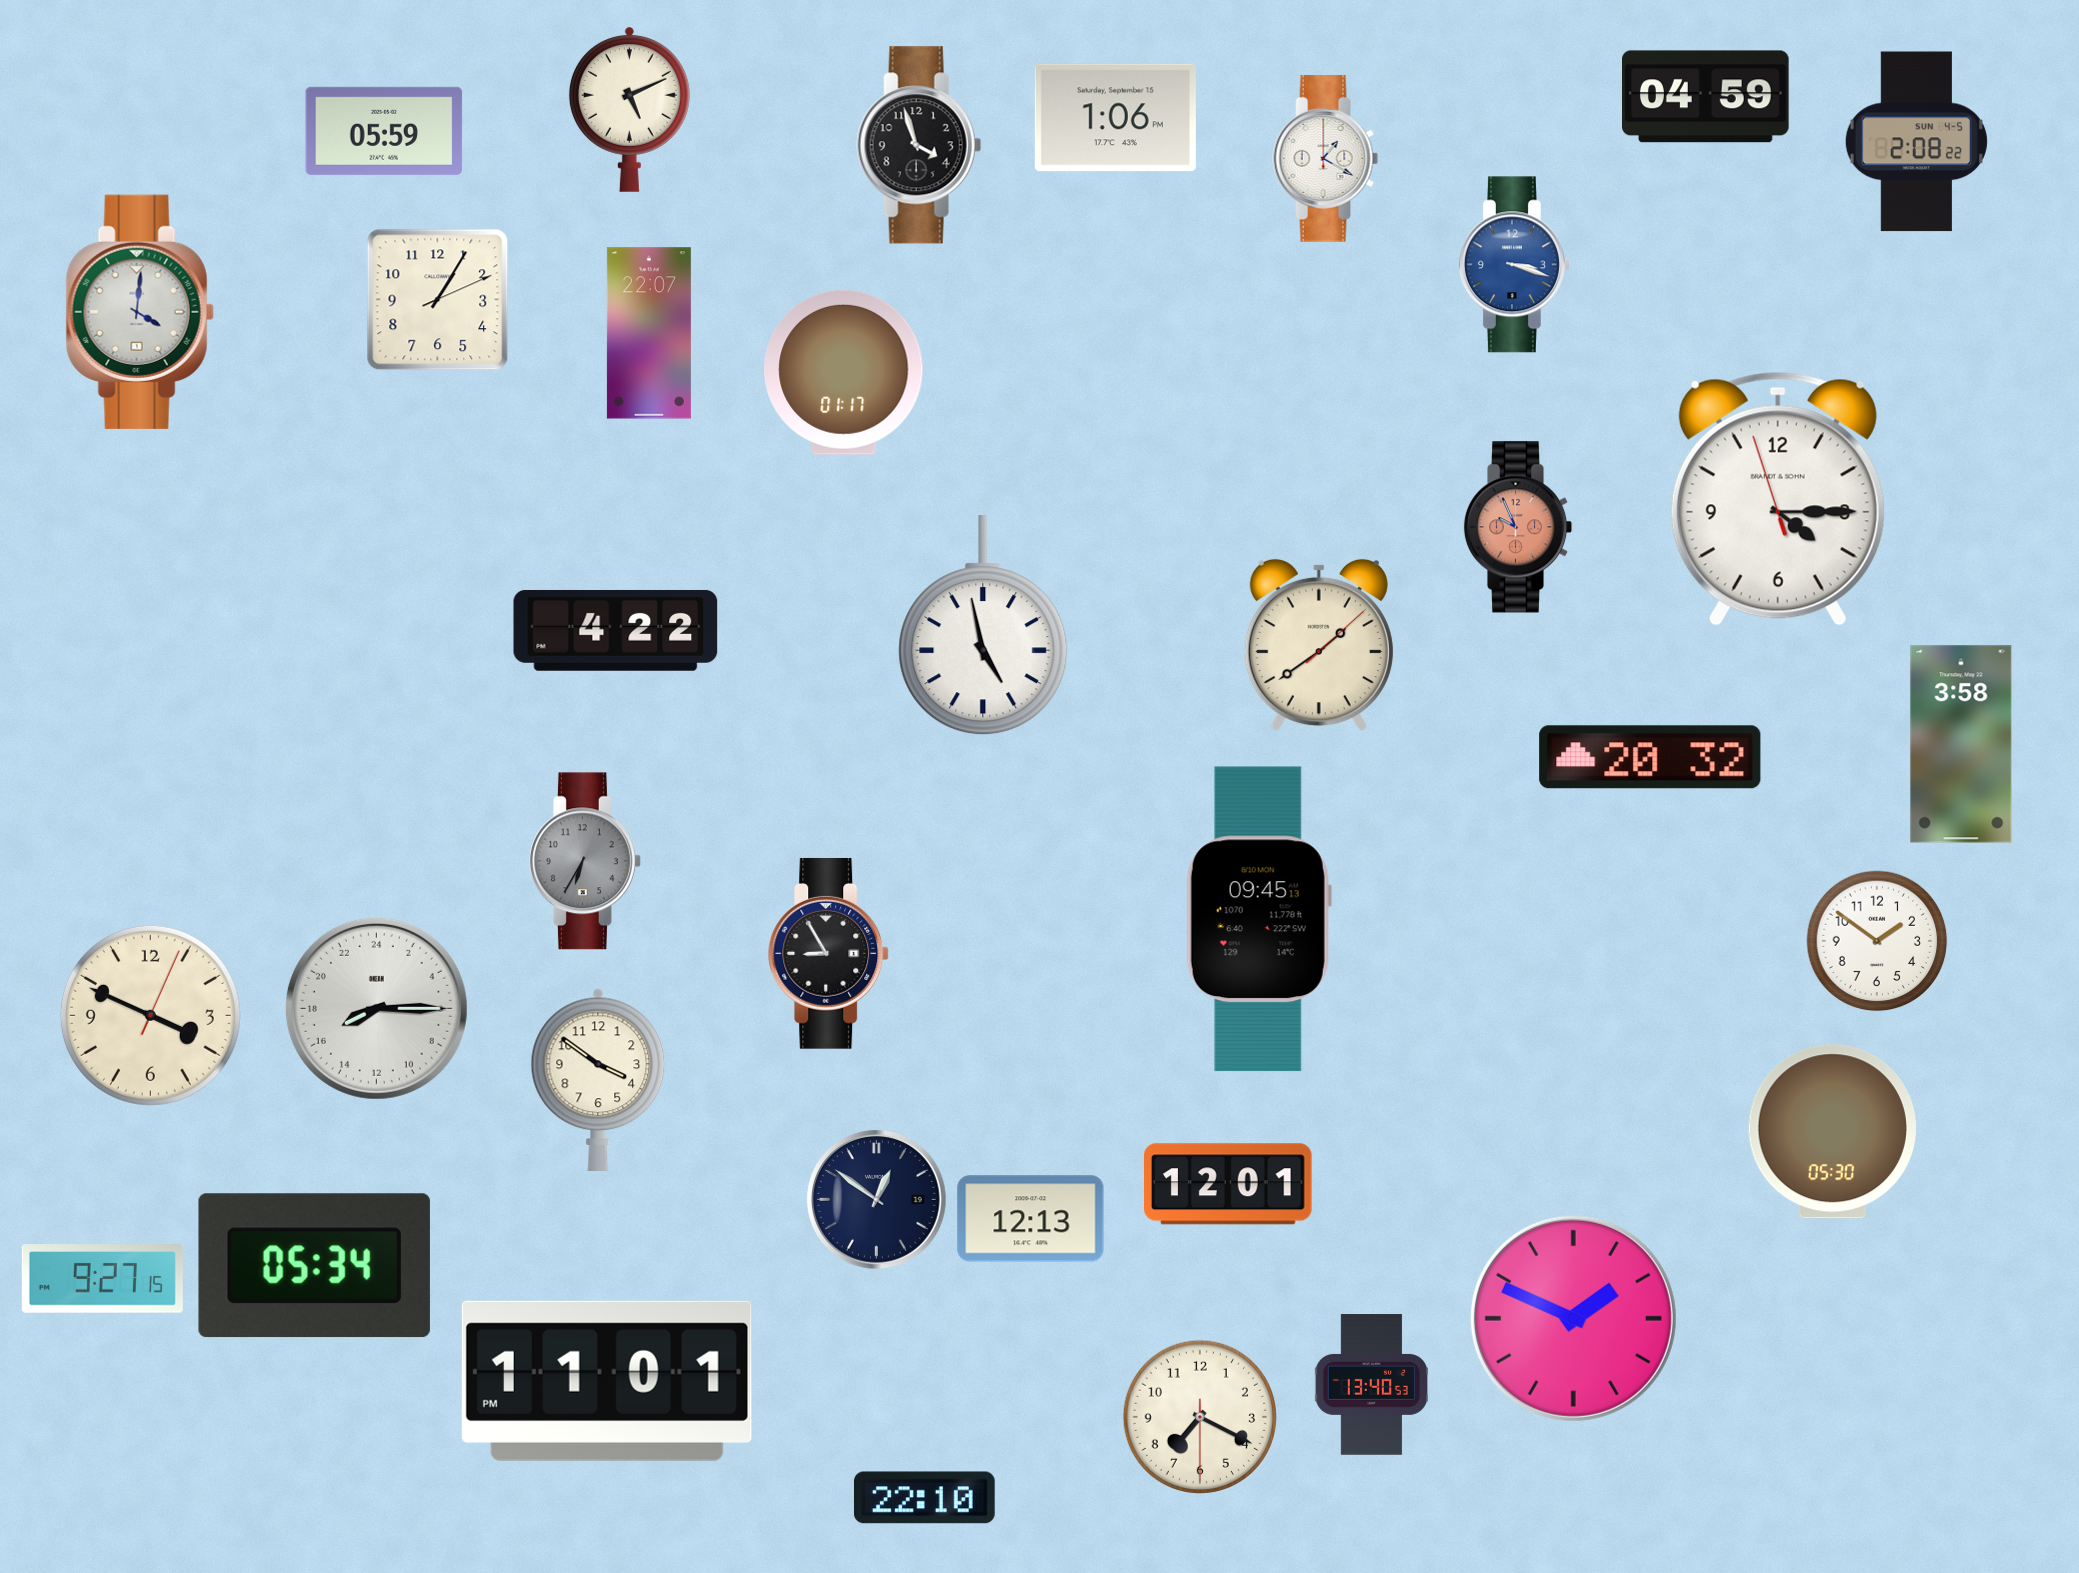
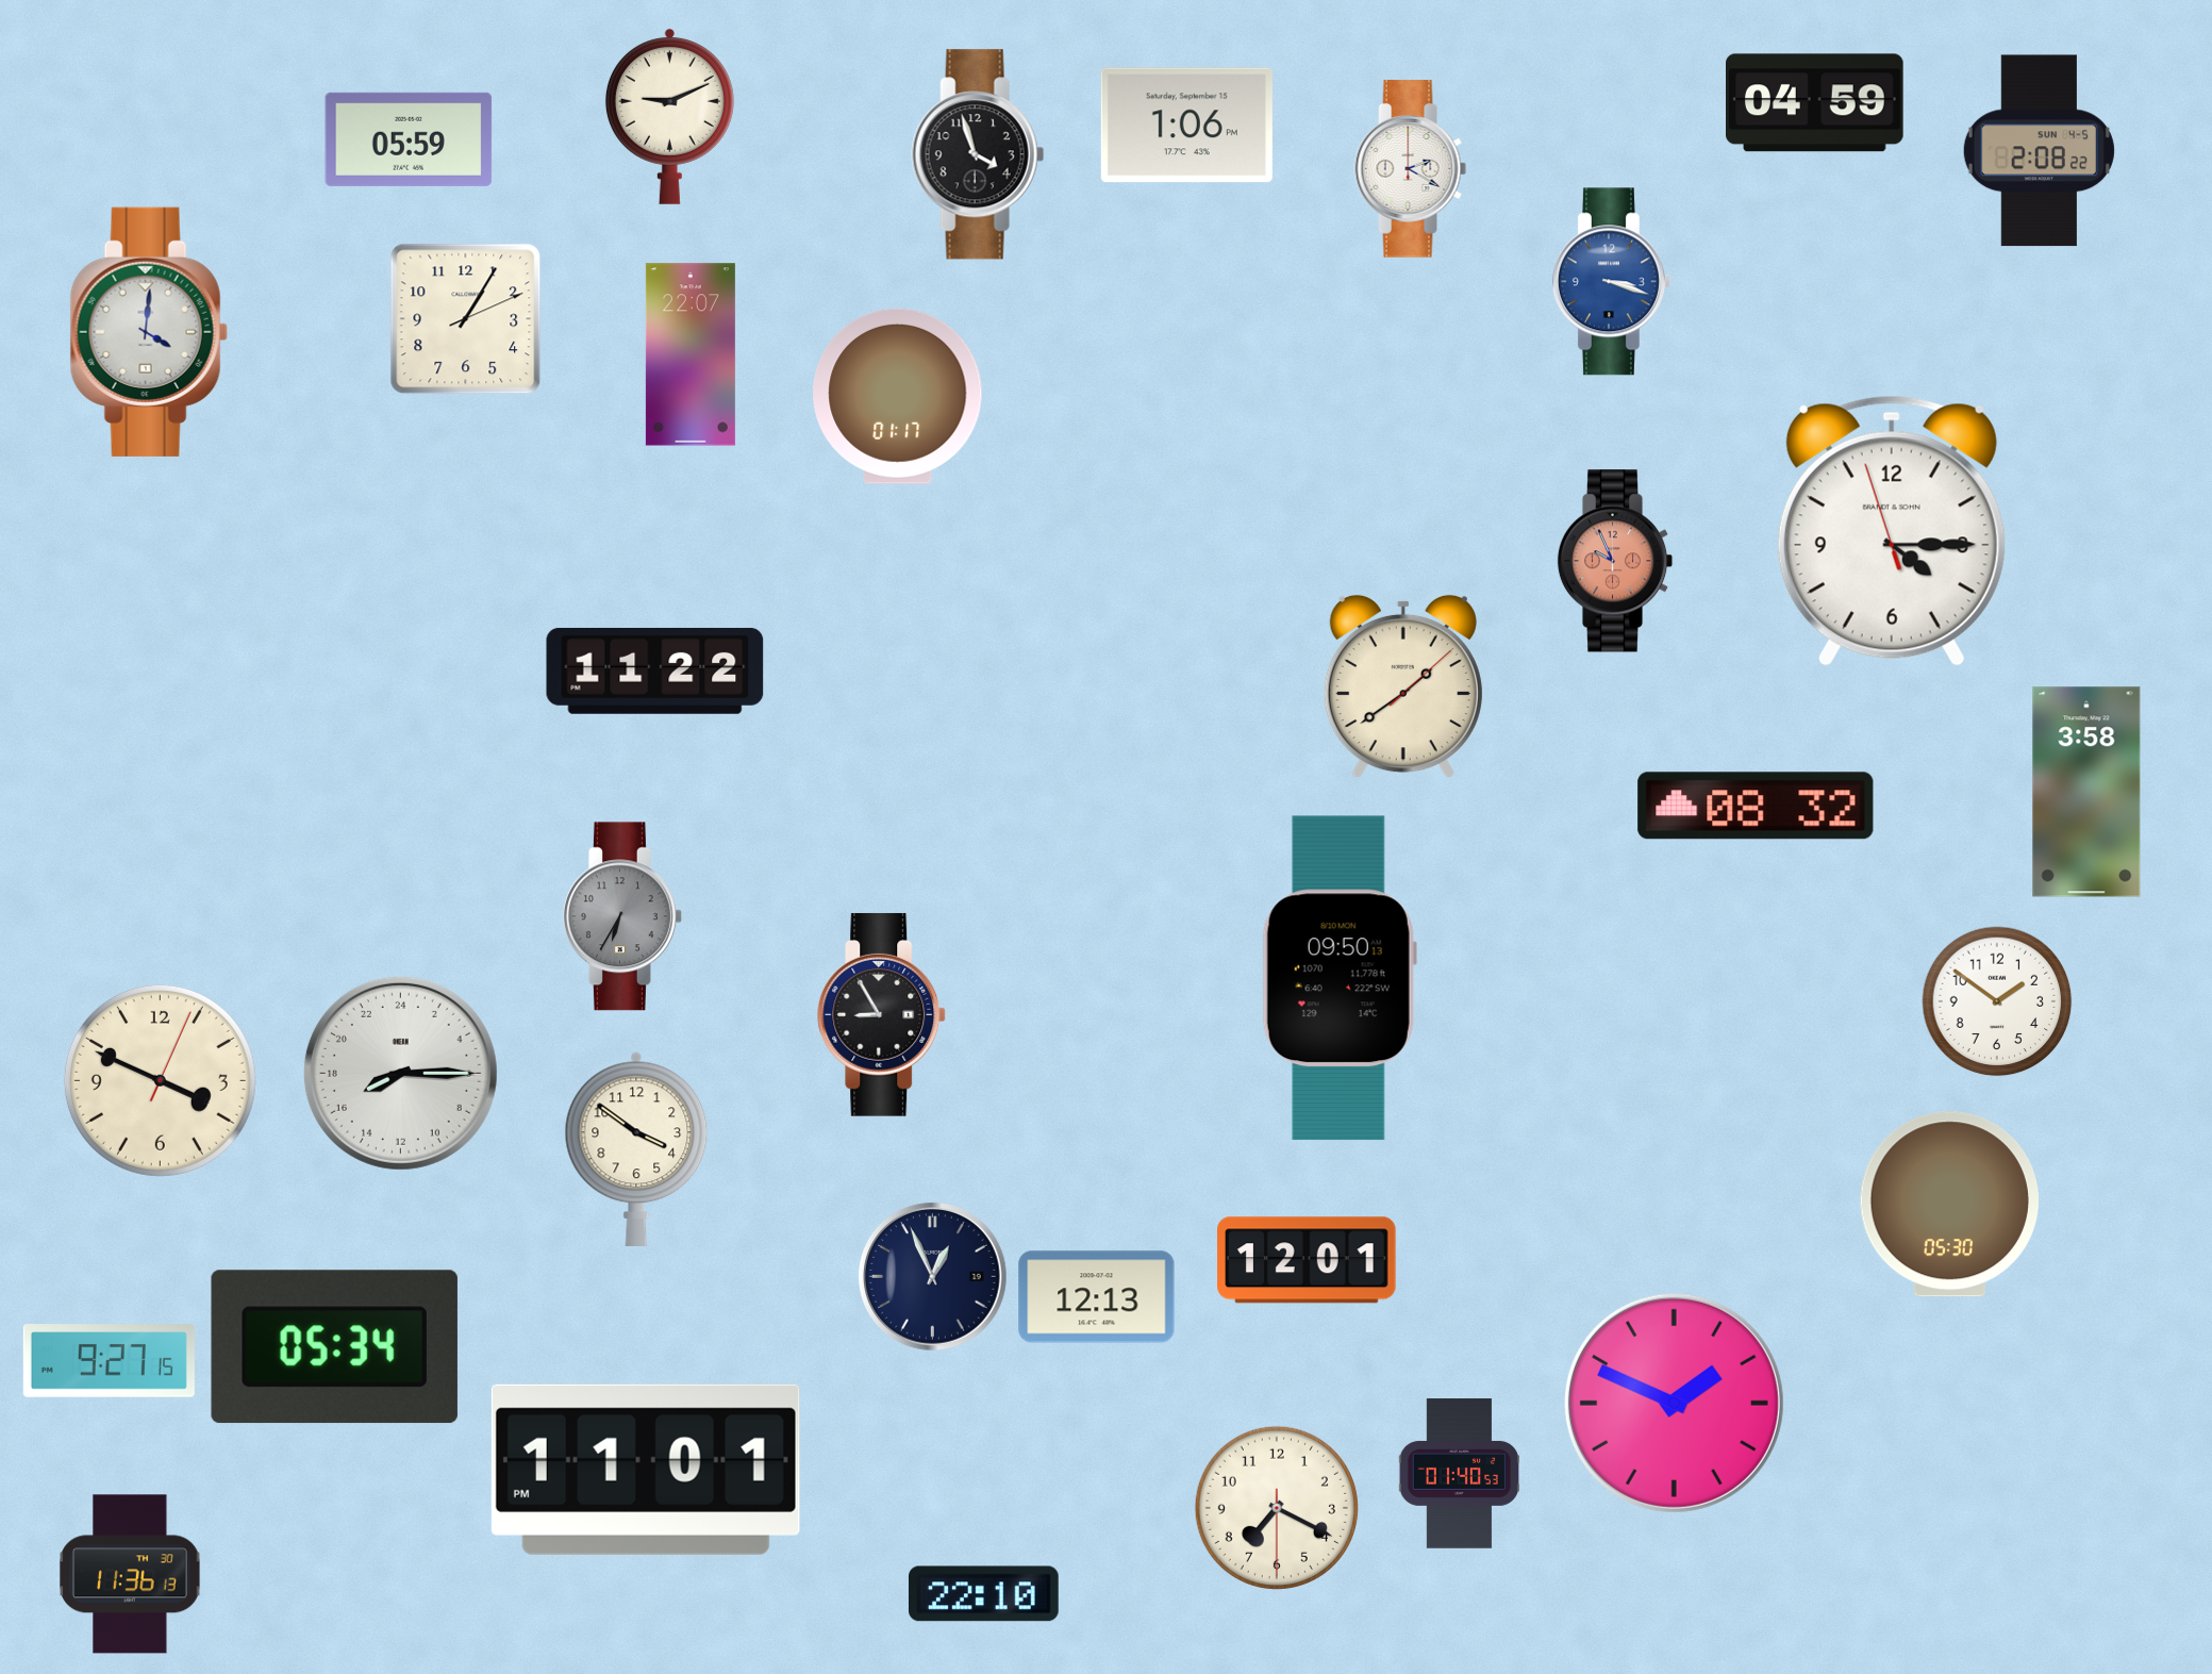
clock at (629, 110): 5:11 -> 9:11
clock at (1326, 159): 1:20 -> 2:20
clock at (983, 626): 4:58 -> none
clock at (616, 630): 4:22 -> 11:22
clock at (1650, 757): 20:32 -> 08:32
clock at (1259, 919): 09:45 -> 09:50
clock at (877, 1200): 12:51 -> 12:56
clock at (1372, 1385): 13:40 -> 01:40
clock at (130, 1574): none -> 11:36
